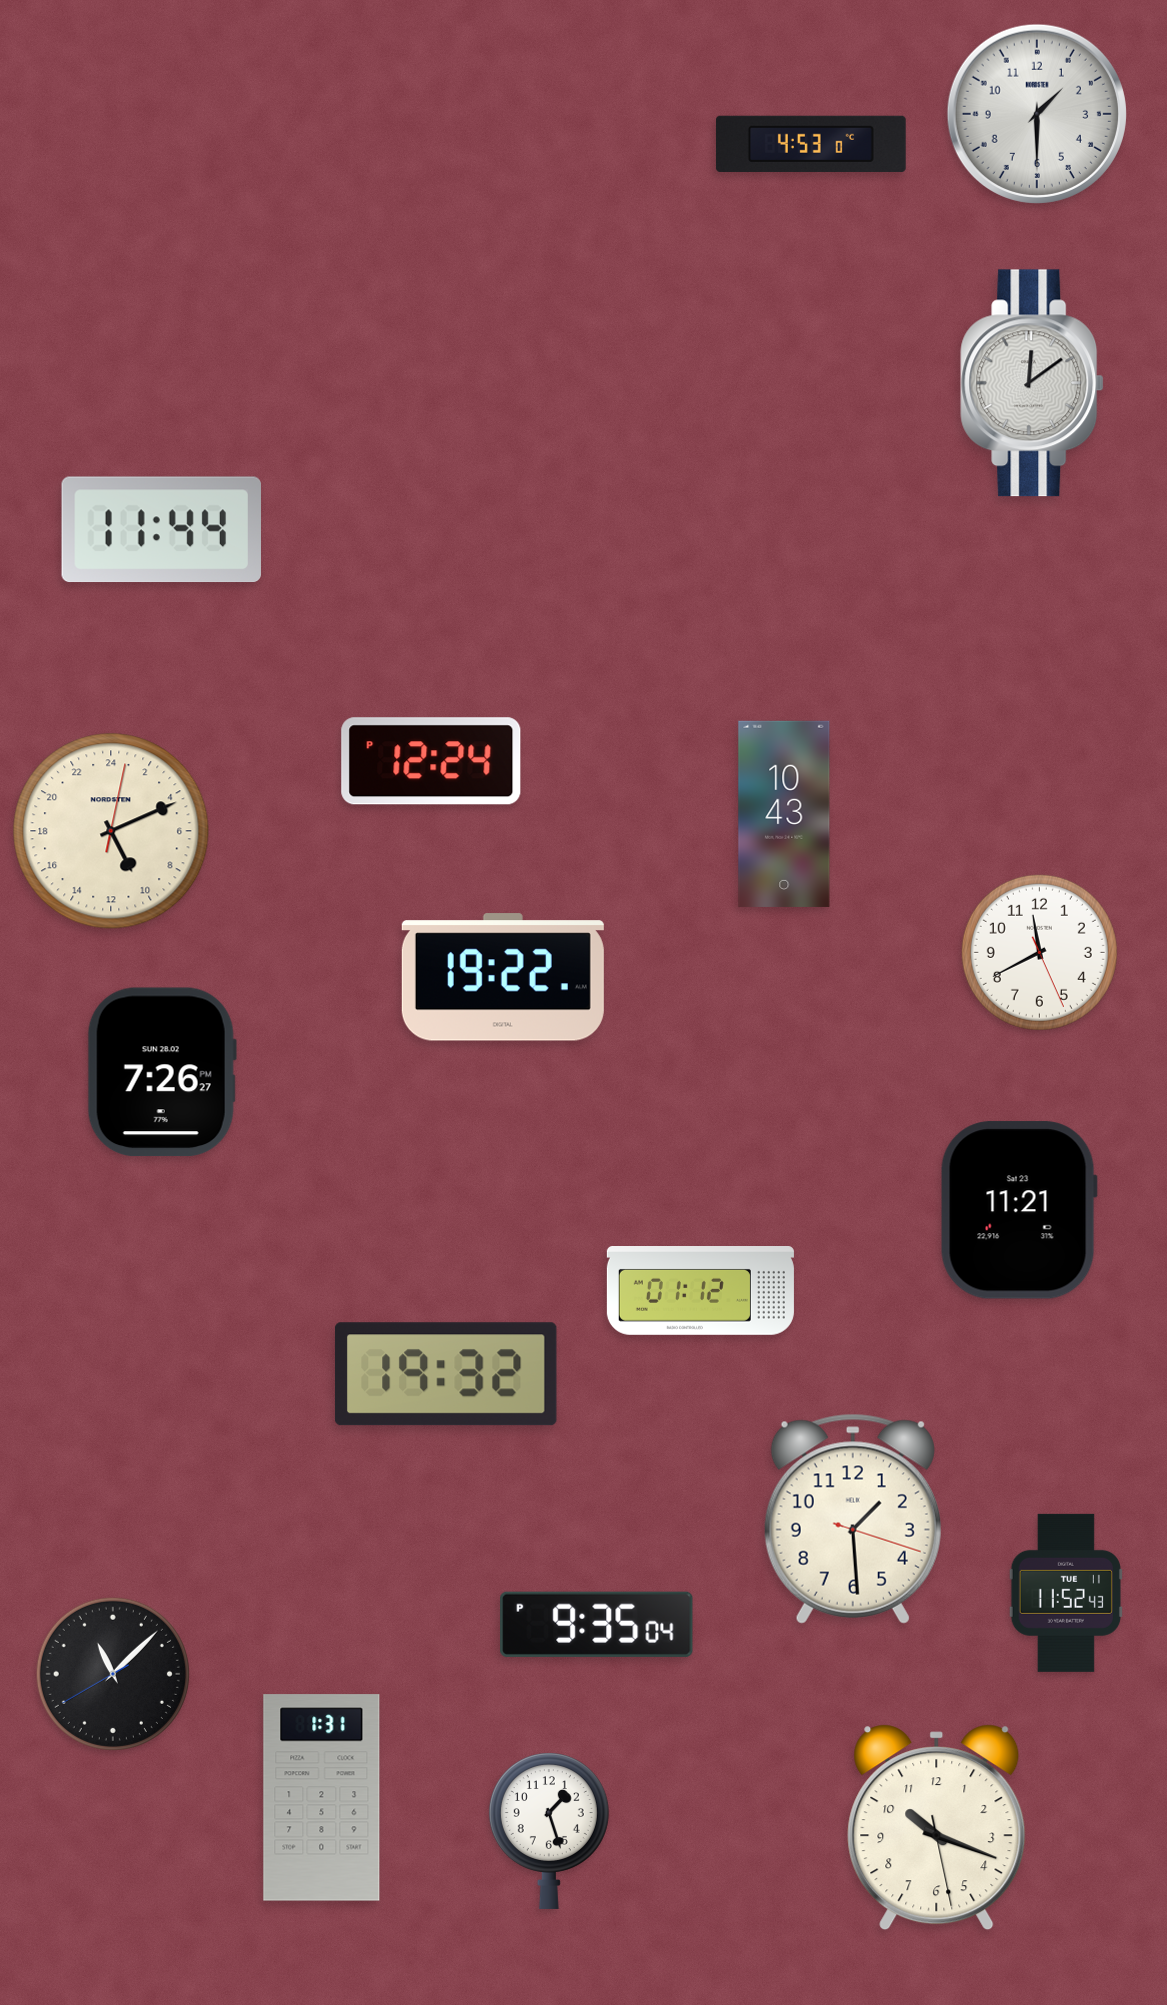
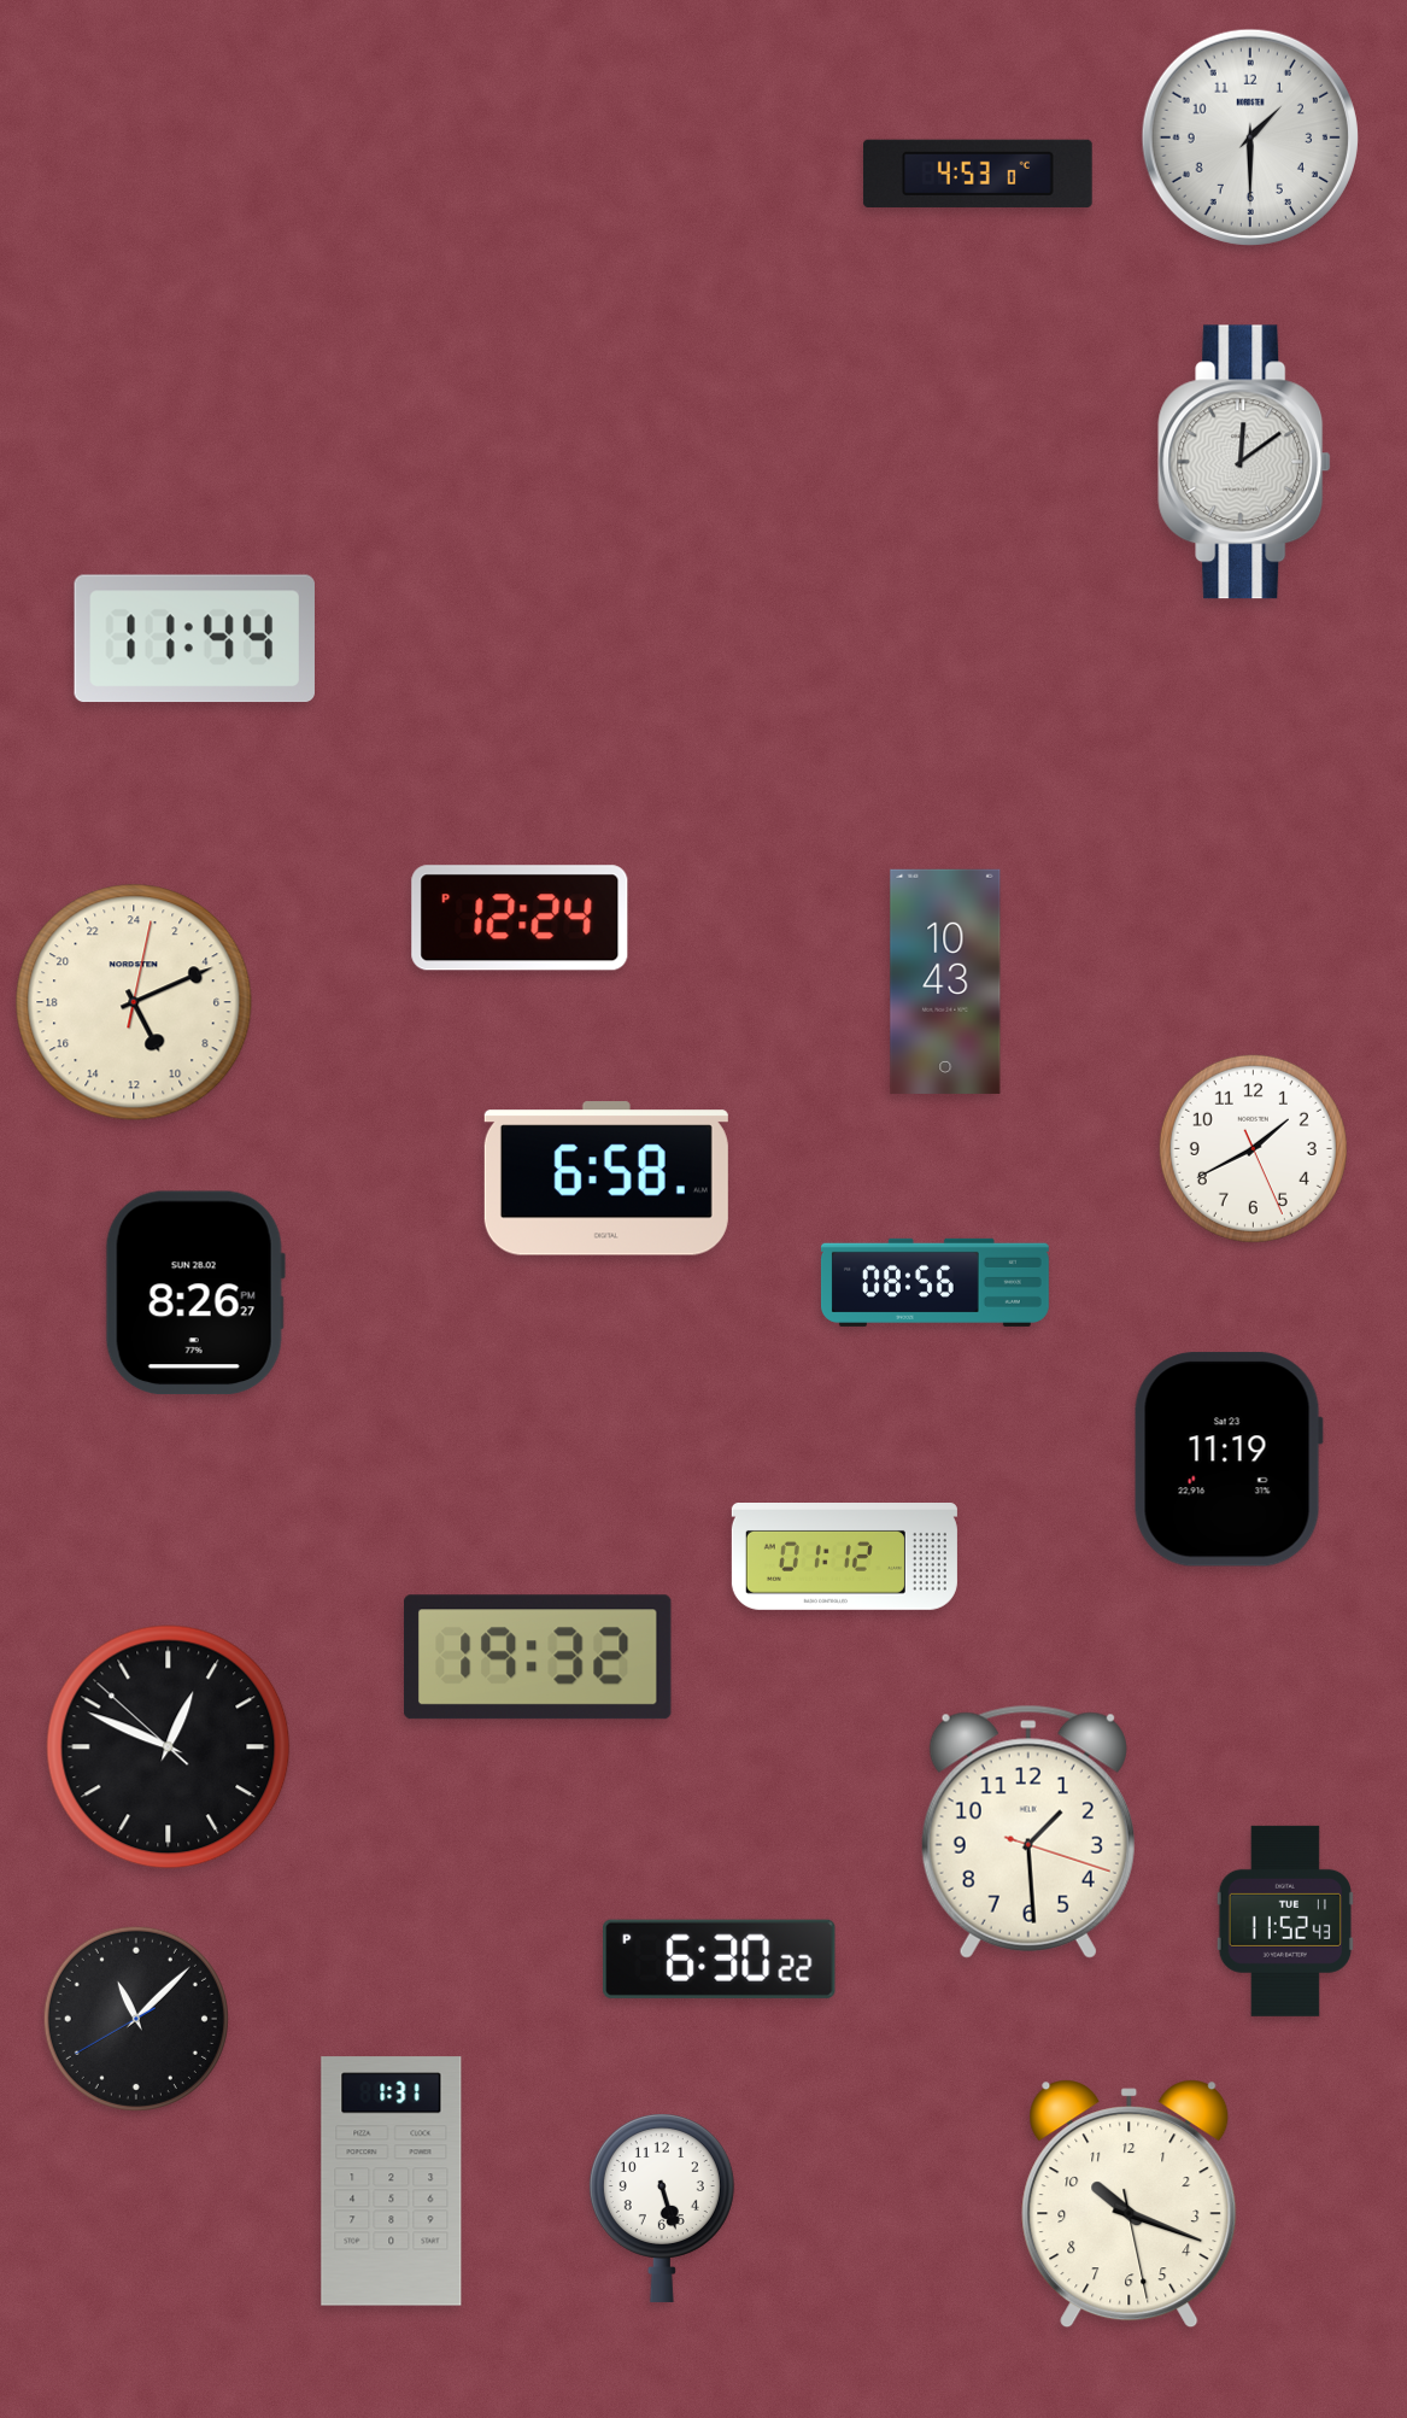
clock at (1039, 952): 11:40 -> 1:40
clock at (503, 977): 19:22 -> 6:58
clock at (934, 1282): none -> 08:56
clock at (162, 1072): 7:26 -> 8:26
clock at (1019, 1210): 11:21 -> 11:19
clock at (169, 1747): none -> 12:48
clock at (597, 1624): 9:35 -> 6:30
clock at (322, 1798) position: (322, 1798) -> (392, 2182)
clock at (549, 1831): 1:27 -> 5:27
